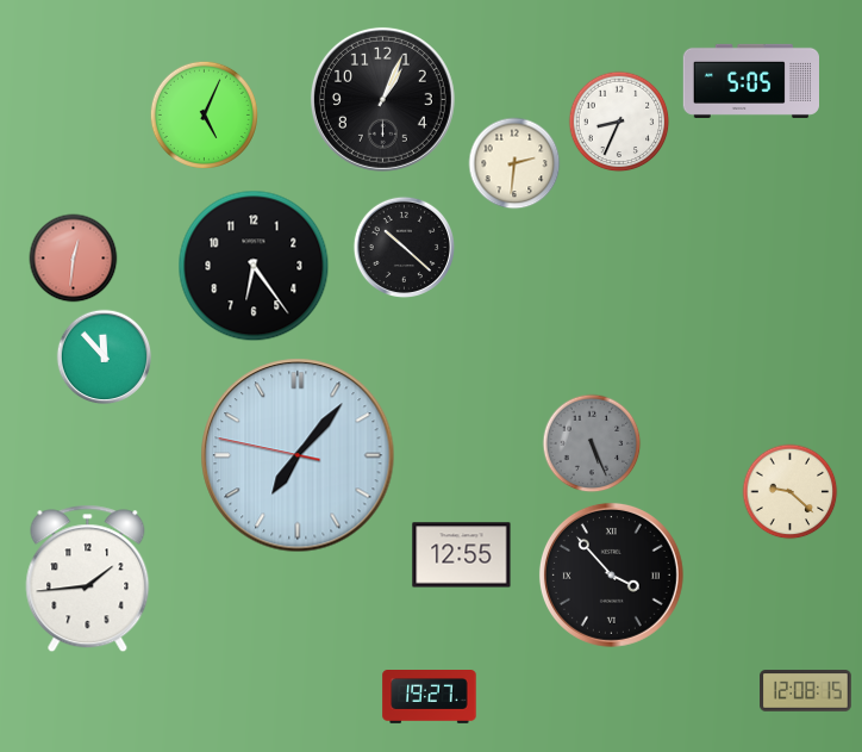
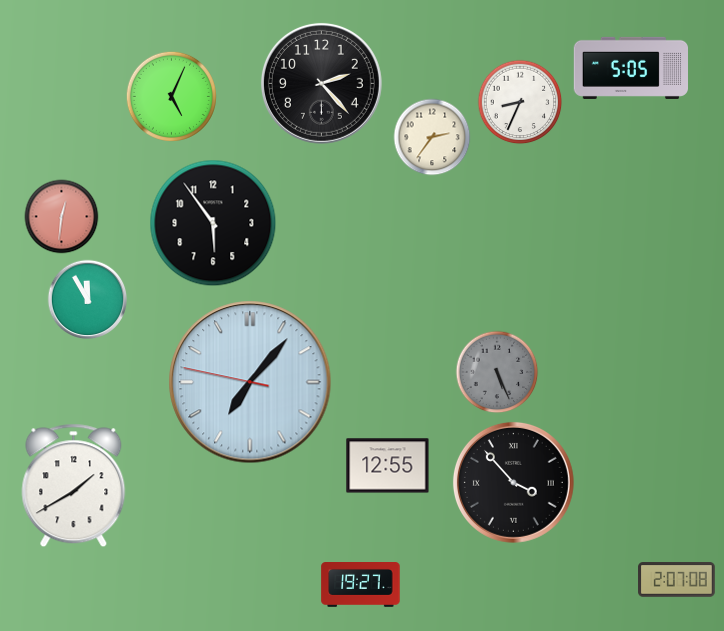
clock at (382, 99): 1:04 -> 2:23
clock at (514, 163): 2:31 -> 2:36
clock at (404, 247): 10:22 -> none
clock at (254, 266): 6:24 -> 5:54
clock at (105, 358): 11:53 -> 11:55
clock at (791, 492): 9:22 -> none
clock at (88, 579): 1:44 -> 1:40
clock at (806, 691): 12:08 -> 2:07
